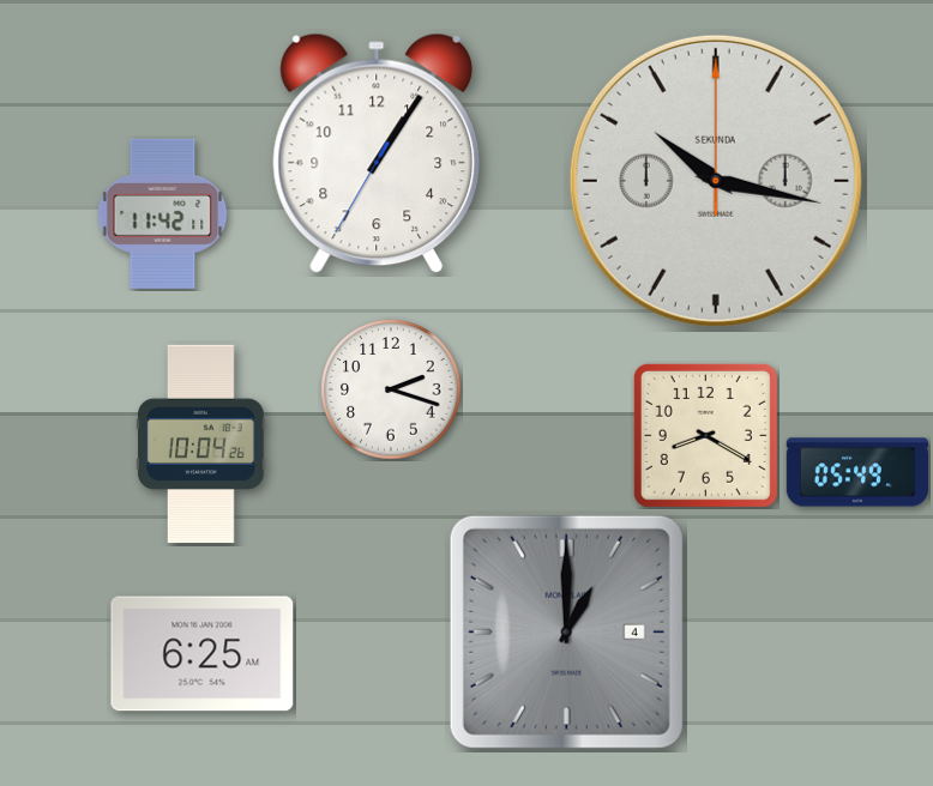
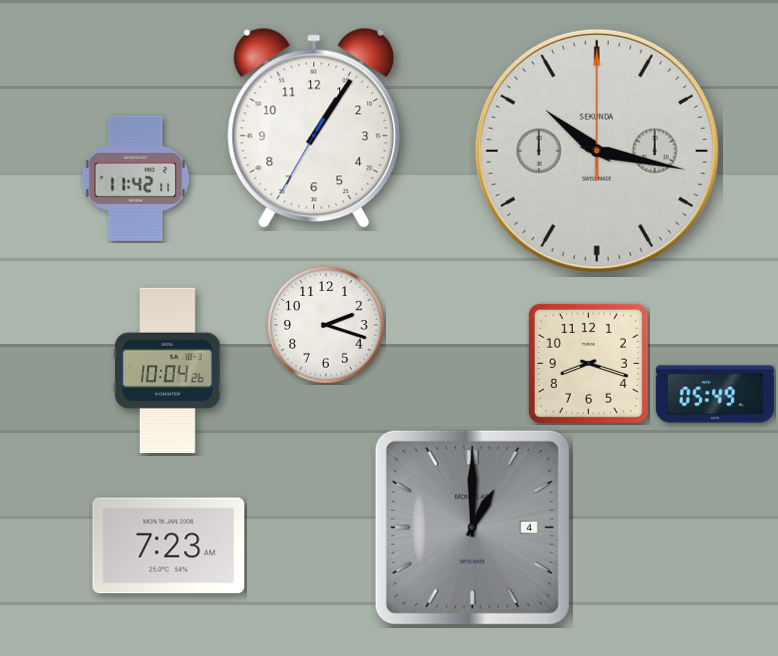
clock at (705, 435): 8:20 -> 8:18
clock at (203, 654): 6:25 -> 7:23
